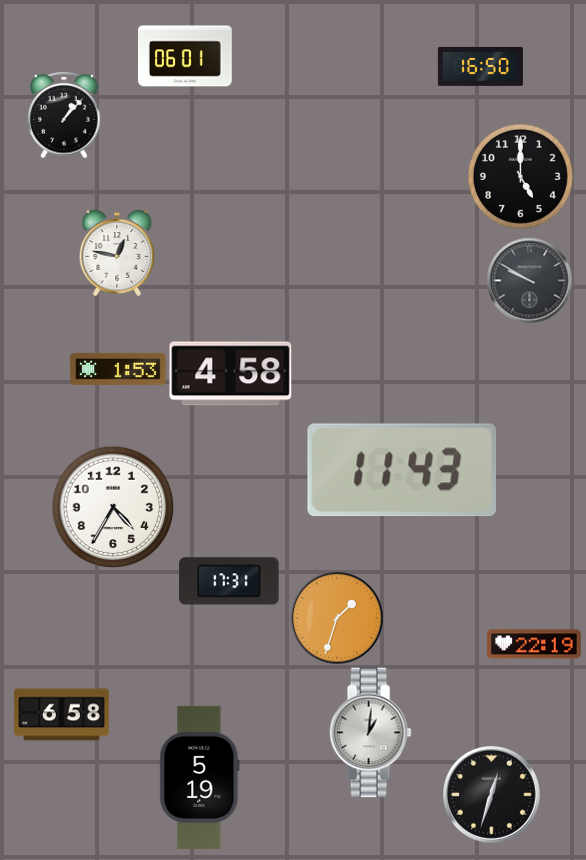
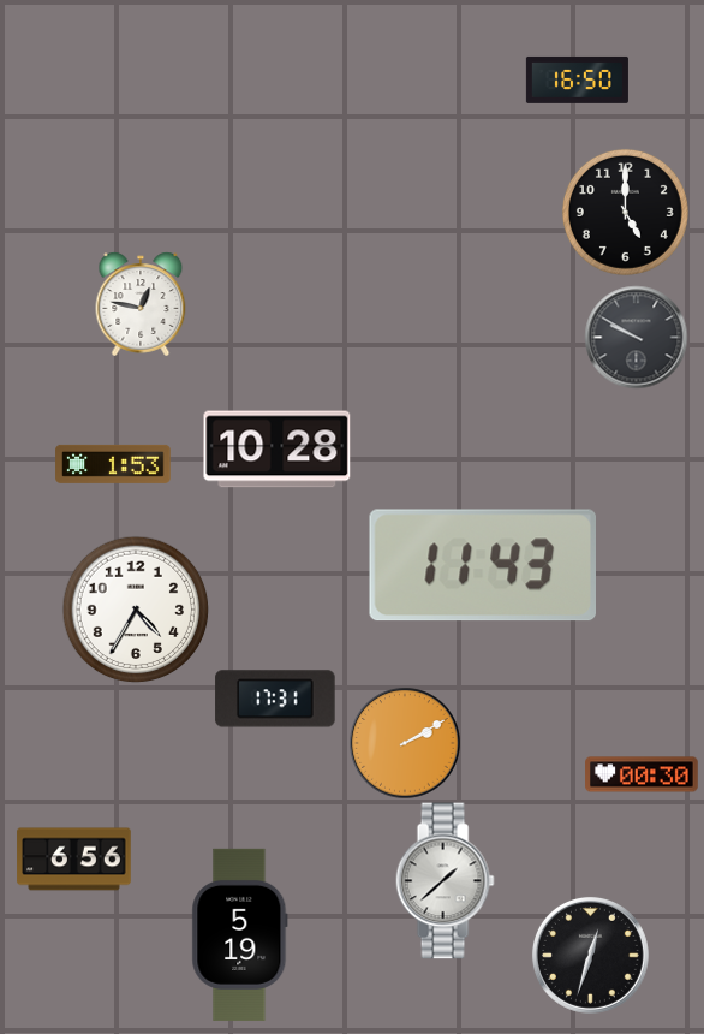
clock at (186, 56): 06:01 -> none
clock at (64, 115): 1:07 -> none
clock at (118, 369) position: (118, 369) -> (113, 464)
clock at (231, 374): 4:58 -> 10:28
clock at (337, 618): 1:33 -> 2:10
clock at (534, 644): 22:19 -> 00:30
clock at (62, 715): 6:58 -> 6:56
clock at (370, 733): 1:01 -> 1:38
